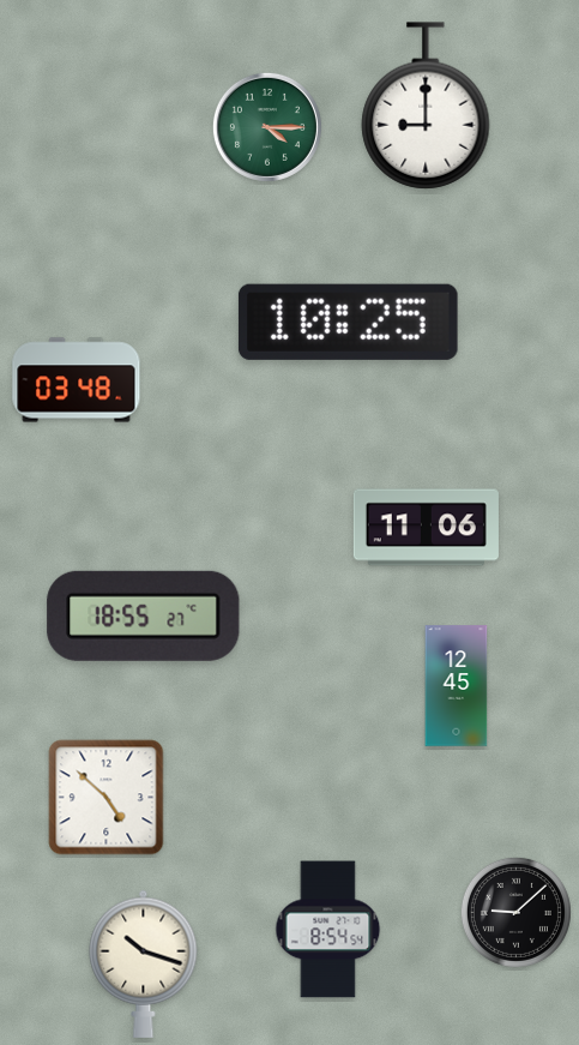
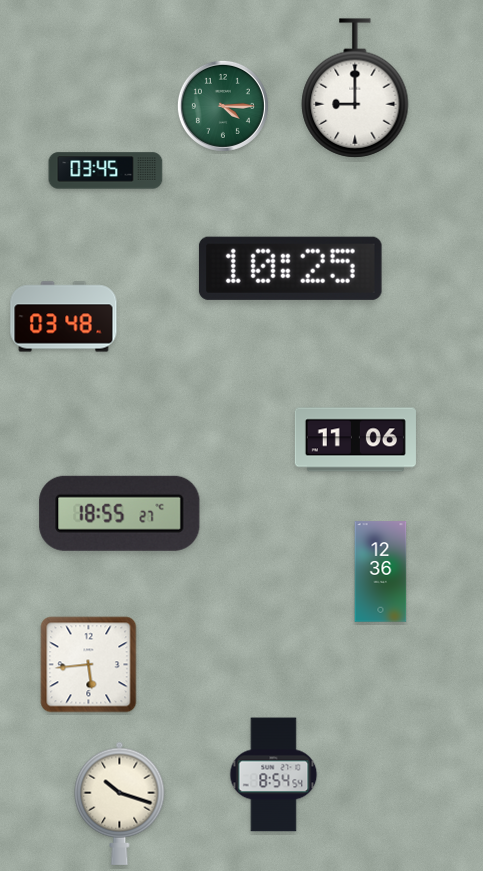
clock at (106, 171): none -> 03:45
clock at (457, 686): 12:45 -> 12:36
clock at (107, 798): 4:52 -> 5:44
clock at (515, 912): 9:08 -> none
